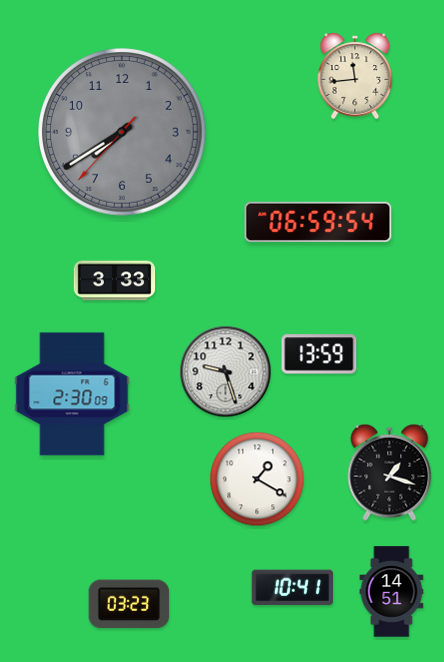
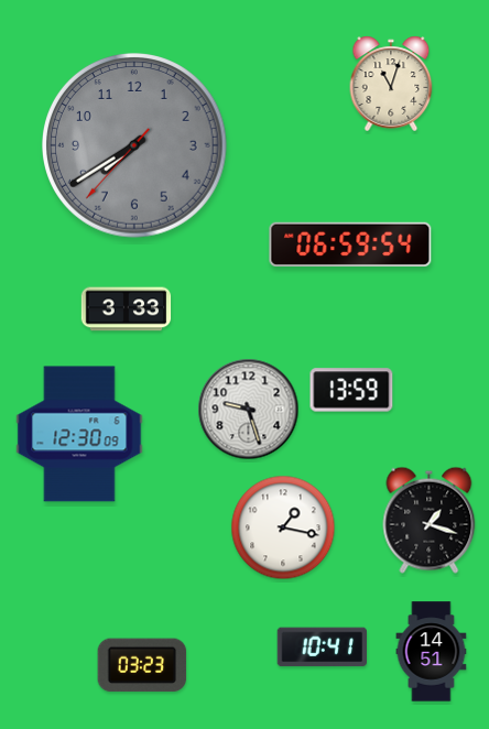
clock at (355, 76): 11:44 -> 11:03
clock at (72, 394): 2:30 -> 12:30
clock at (257, 479): 1:20 -> 1:17
